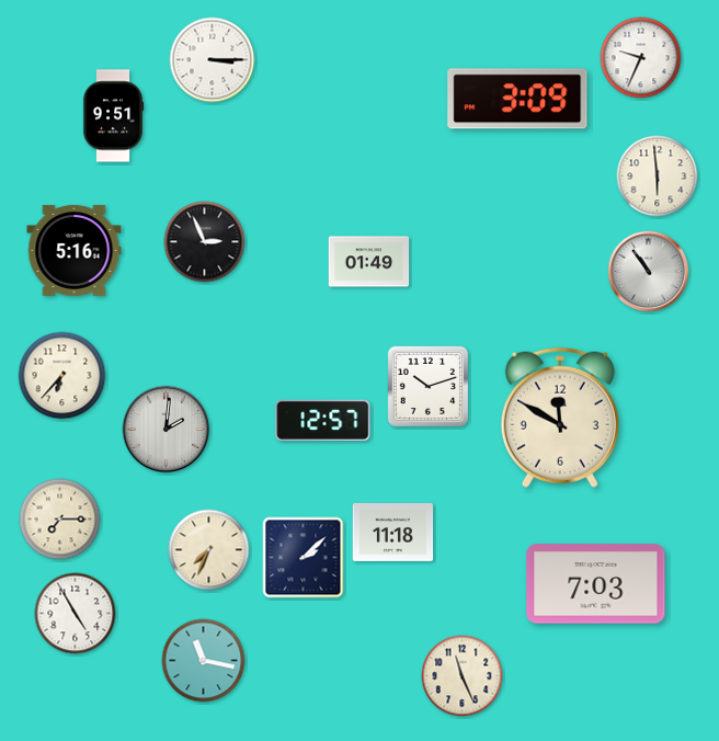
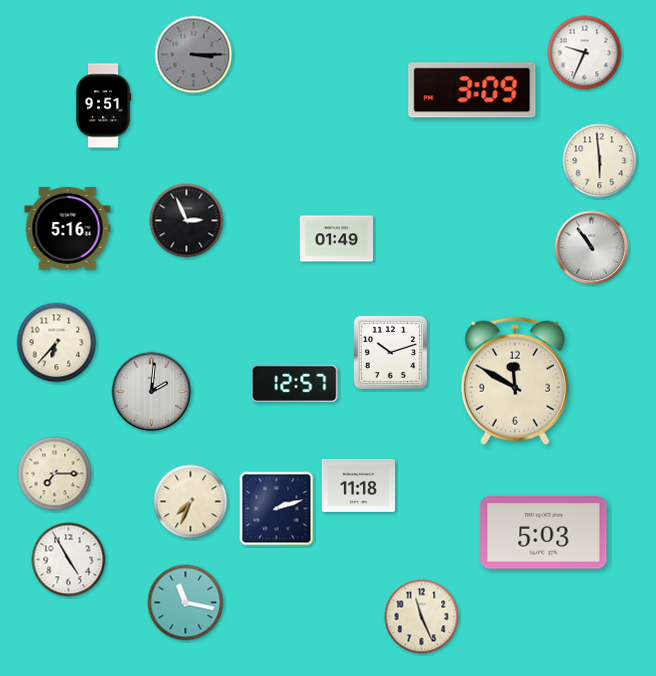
clock at (213, 60) dial: white -> grey
clock at (560, 418) position: (560, 418) -> (515, 381)
clock at (304, 558): 2:08 -> 2:12
clock at (596, 584): 7:03 -> 5:03
